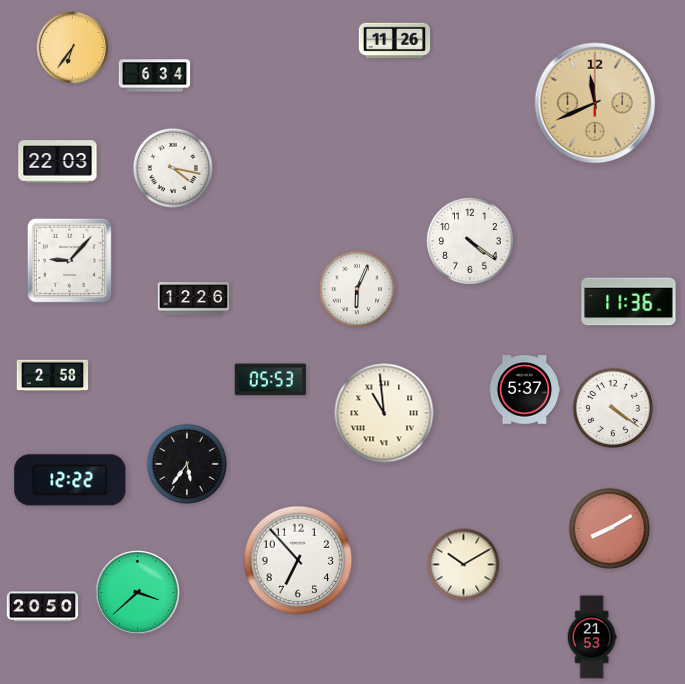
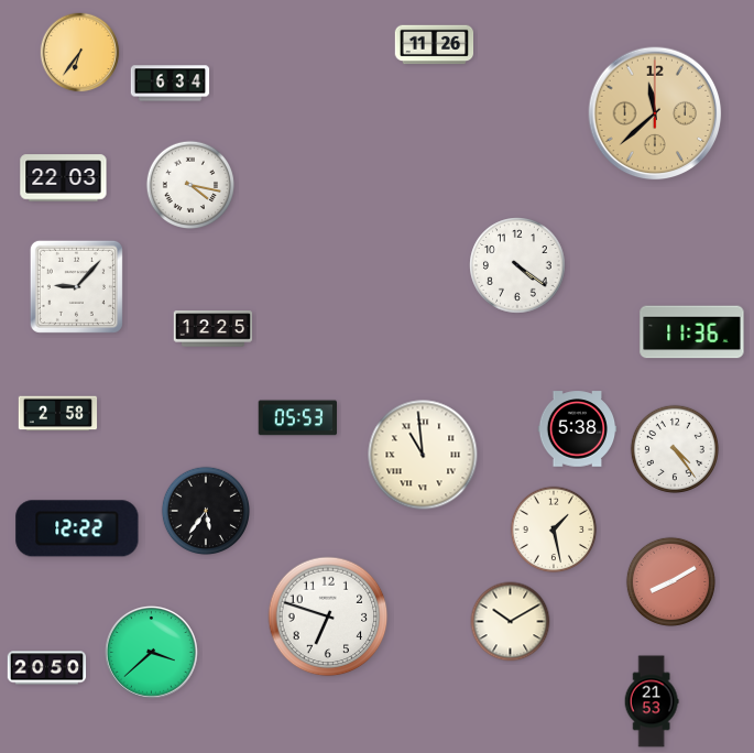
clock at (595, 103): 11:41 -> 11:38
clock at (357, 289): 6:04 -> none
clock at (194, 299): 12:26 -> 12:25
clock at (525, 390): 5:37 -> 5:38
clock at (612, 407): 4:21 -> 4:24
clock at (554, 530): none -> 1:28
clock at (298, 560): 6:53 -> 6:48
